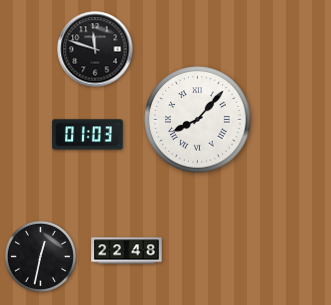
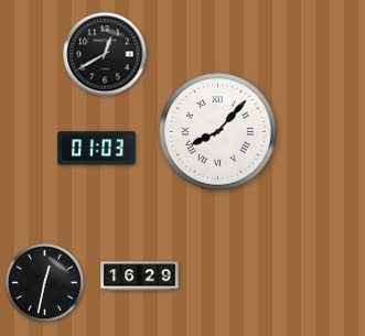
clock at (95, 49): 11:48 -> 12:40
clock at (127, 251): 22:48 -> 16:29
